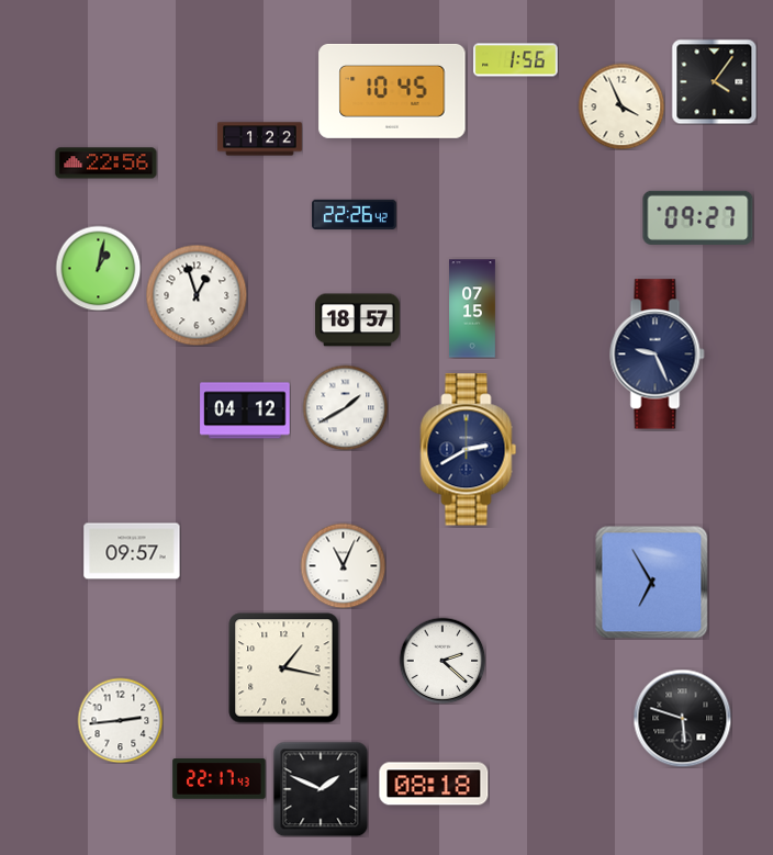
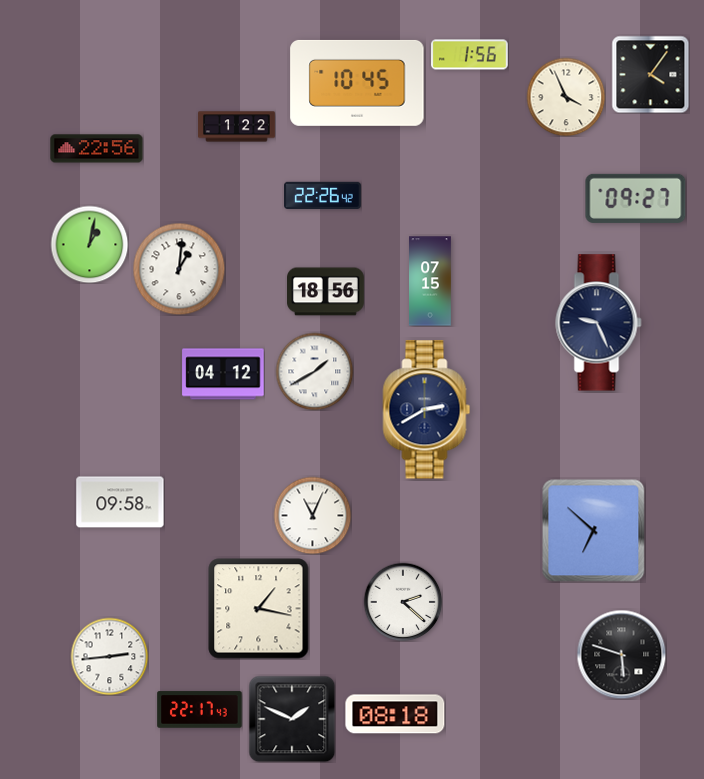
clock at (197, 295): 12:57 -> 1:01
clock at (358, 320): 18:57 -> 18:56
clock at (132, 551): 09:57 -> 09:58
clock at (652, 583): 6:55 -> 6:52
